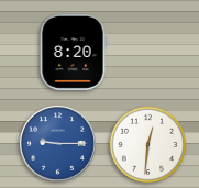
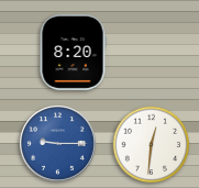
clock at (148, 145) position: (148, 145) -> (152, 145)
